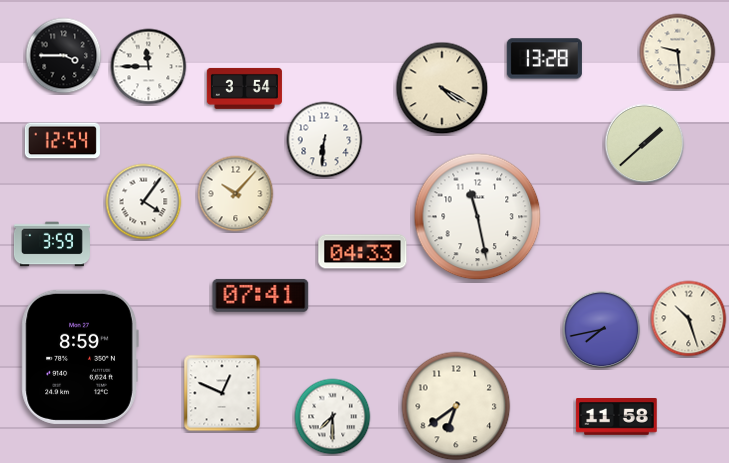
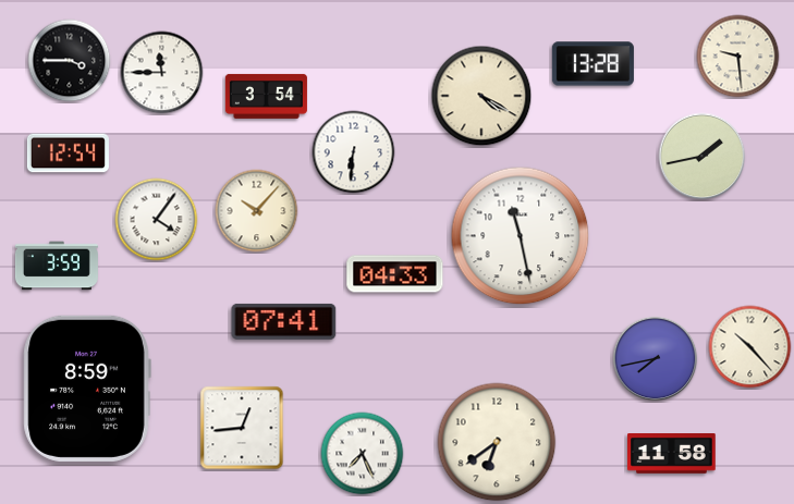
clock at (645, 144): 1:38 -> 1:43
clock at (689, 319): 10:27 -> 10:23
clock at (222, 393): 12:49 -> 12:44
clock at (333, 417): 7:30 -> 7:26
